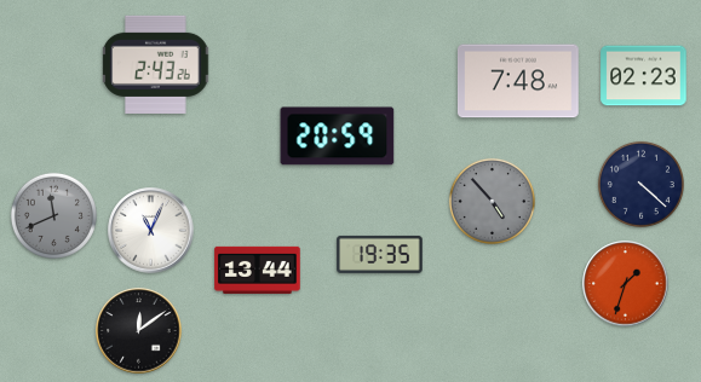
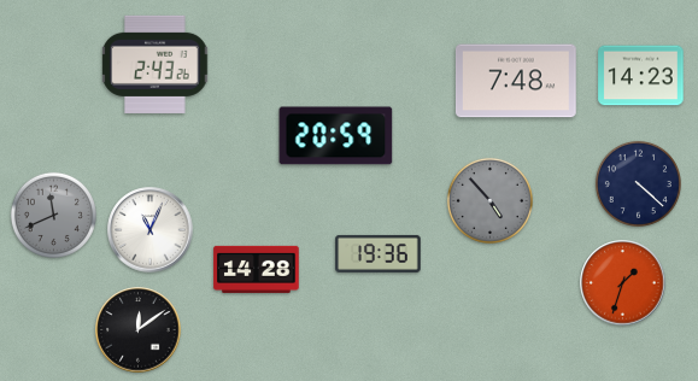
clock at (644, 76): 02:23 -> 14:23
clock at (380, 254): 19:35 -> 19:36
clock at (258, 270): 13:44 -> 14:28
